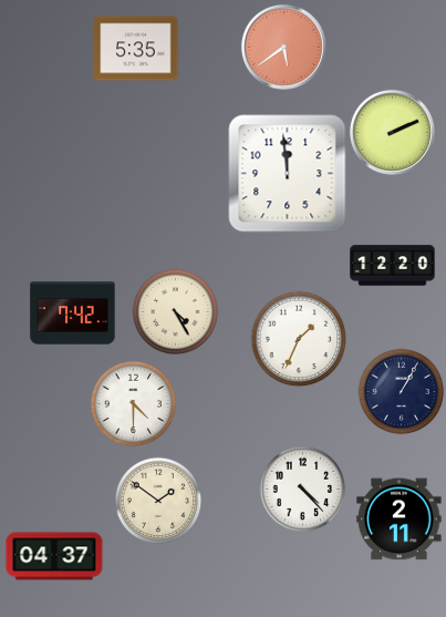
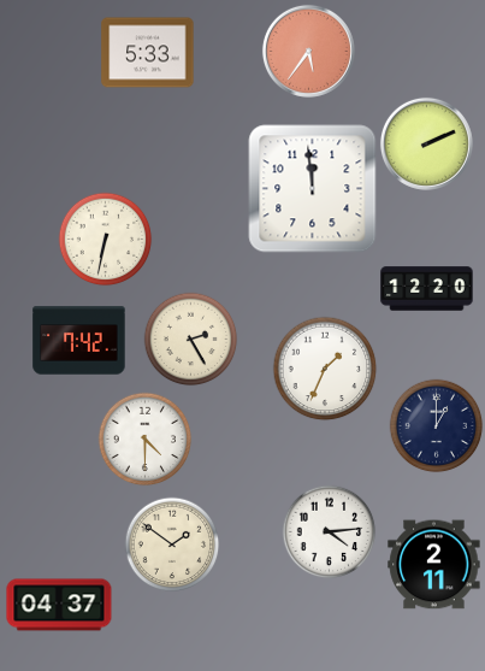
clock at (283, 47): 5:39 -> 5:36
clock at (136, 49): 5:35 -> 5:33
clock at (105, 239): none -> 6:32
clock at (175, 311): 4:25 -> 2:25
clock at (401, 391): 1:05 -> 1:00
clock at (302, 489): 4:23 -> 4:14
